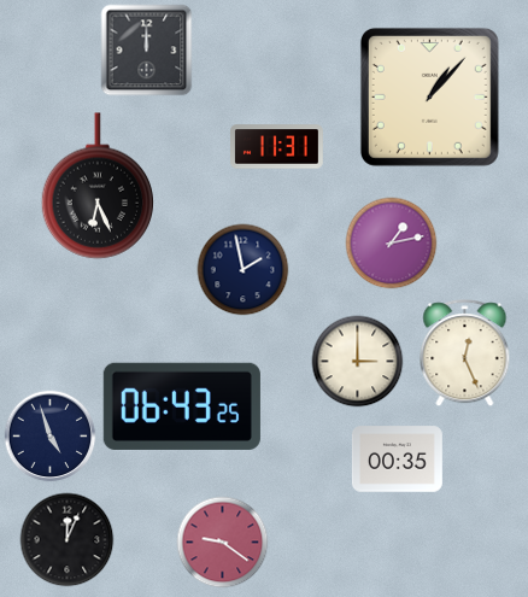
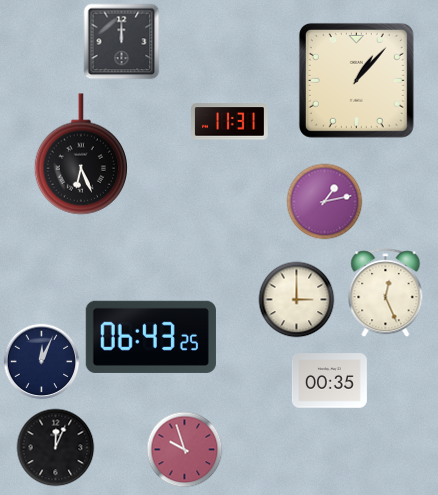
clock at (244, 270): 1:58 -> none
clock at (51, 437): 4:57 -> 12:04
clock at (223, 543): 9:21 -> 9:57
